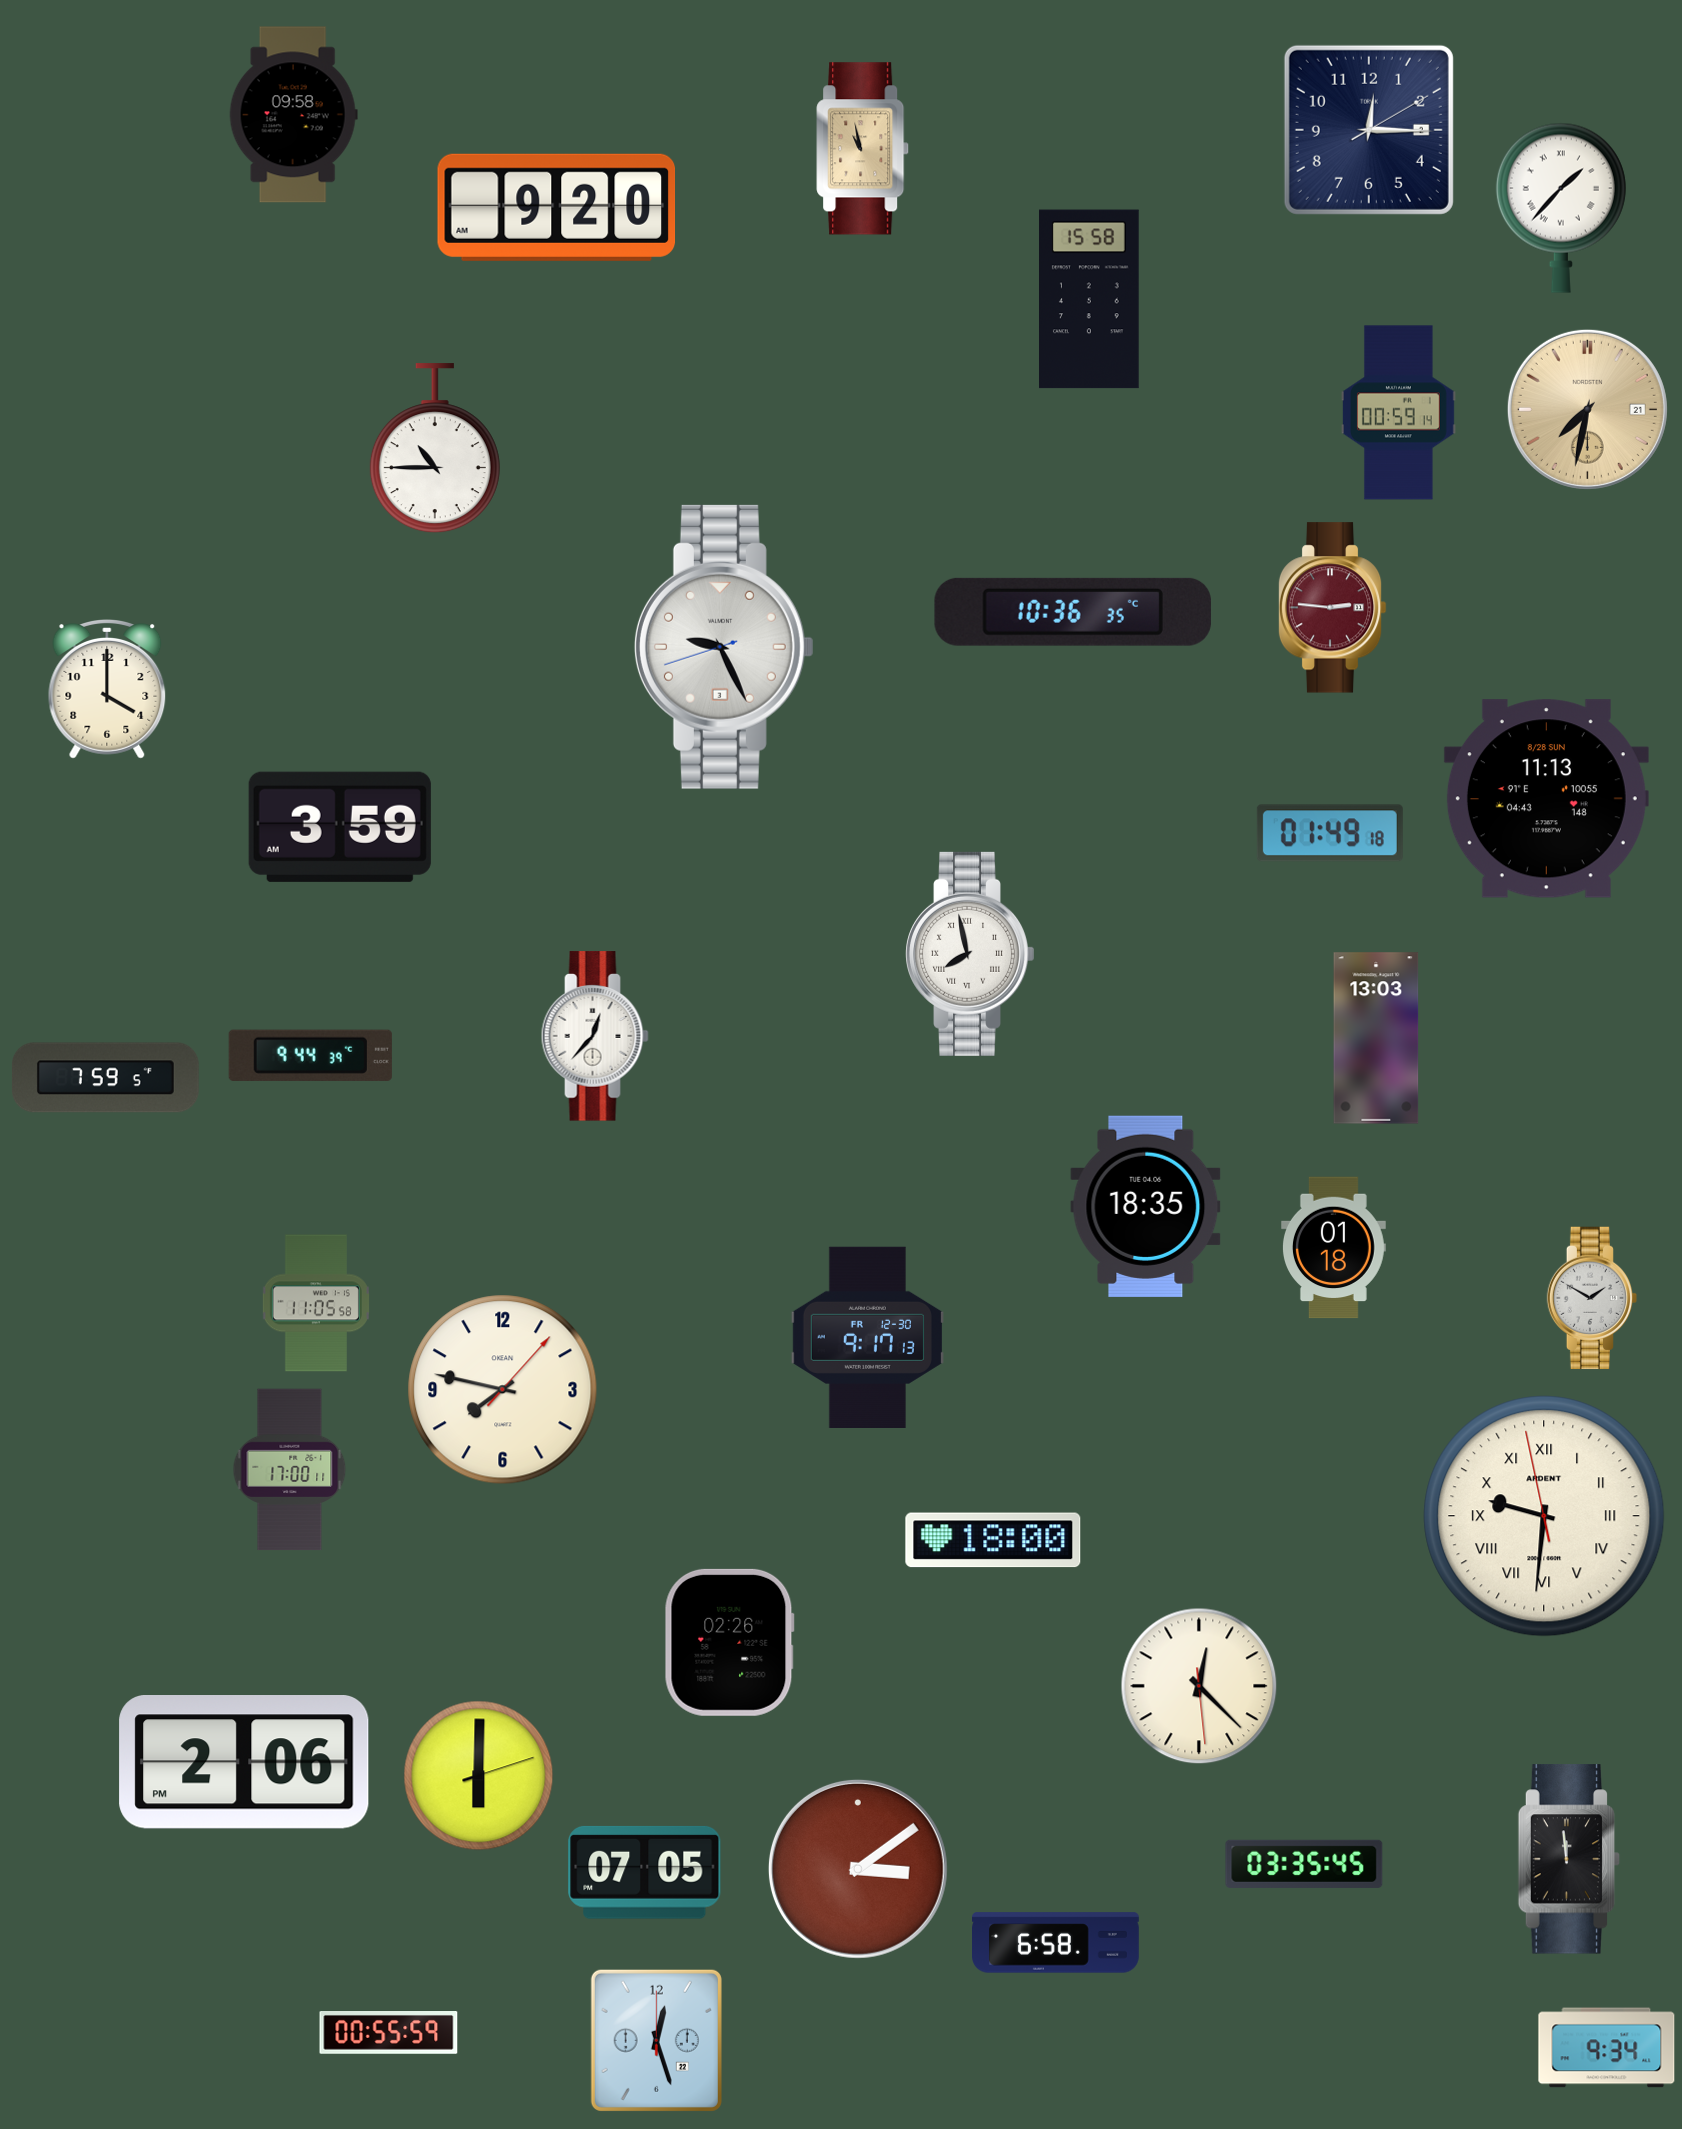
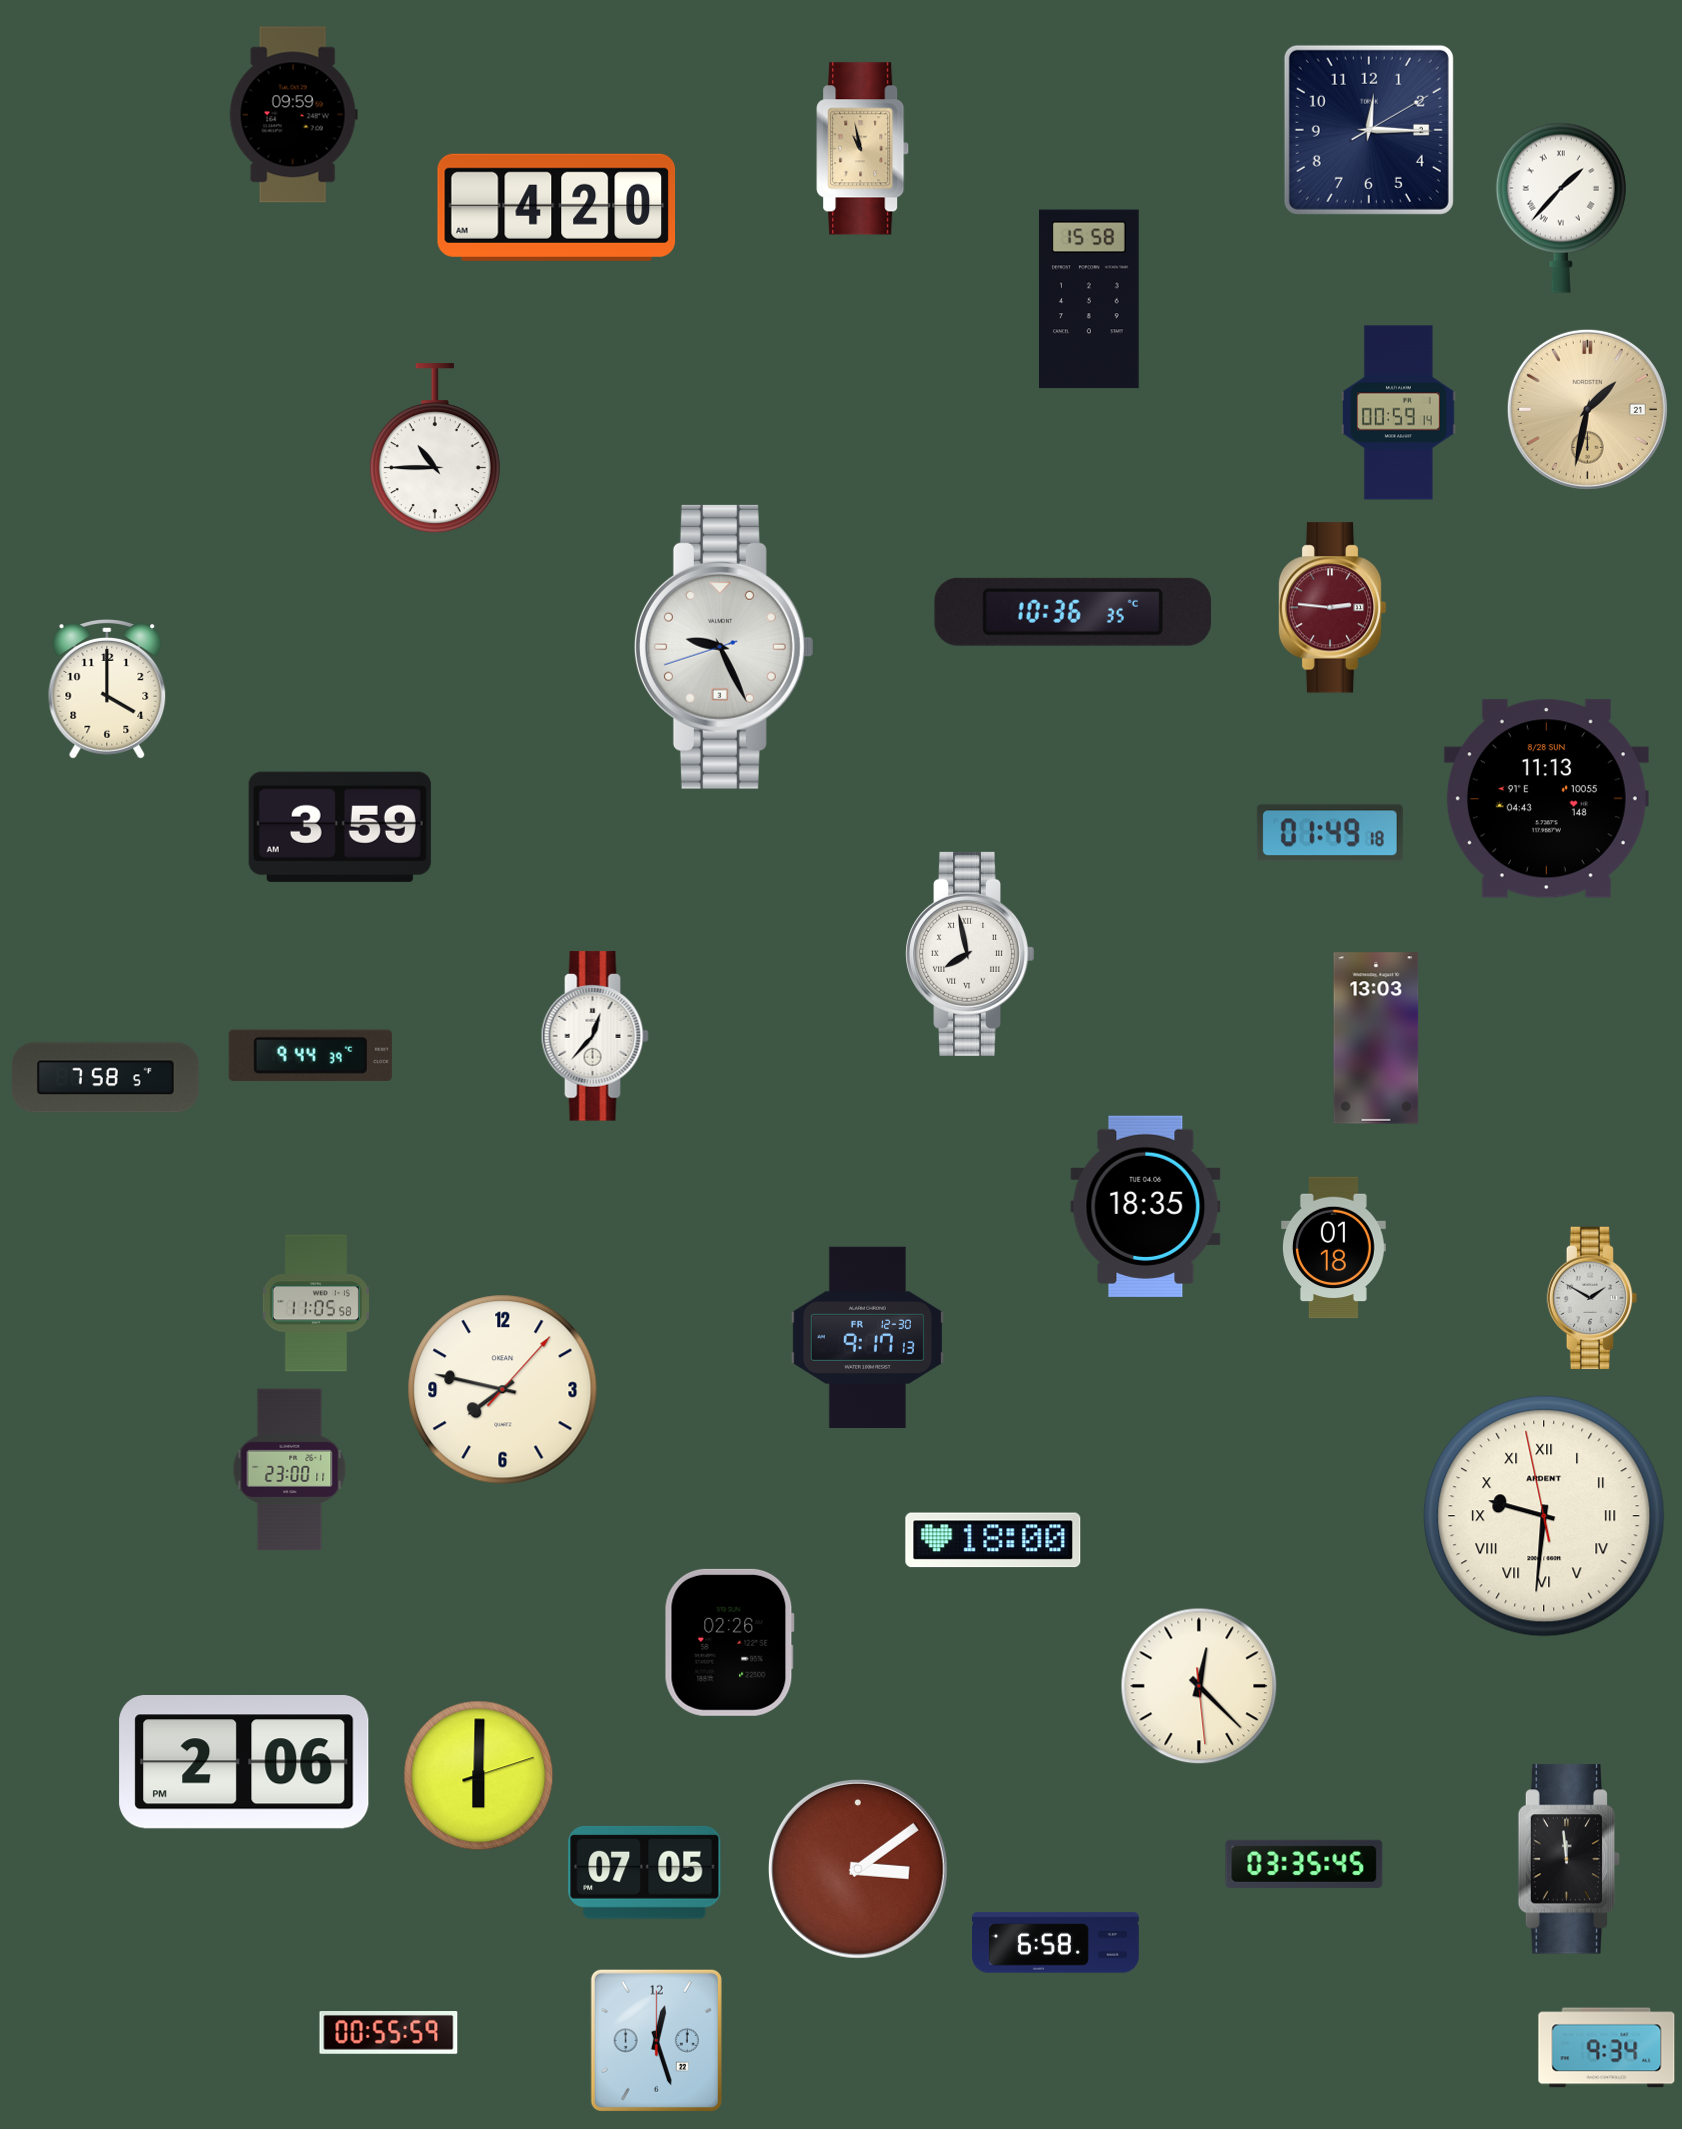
clock at (293, 115): 09:58 -> 09:59
clock at (556, 207): 9:20 -> 4:20
clock at (1587, 409): 7:32 -> 1:32
clock at (105, 1078): 7:59 -> 7:58
clock at (290, 1470): 17:00 -> 23:00
